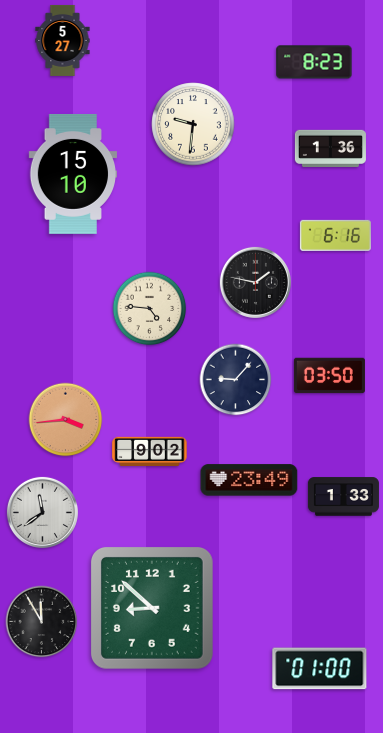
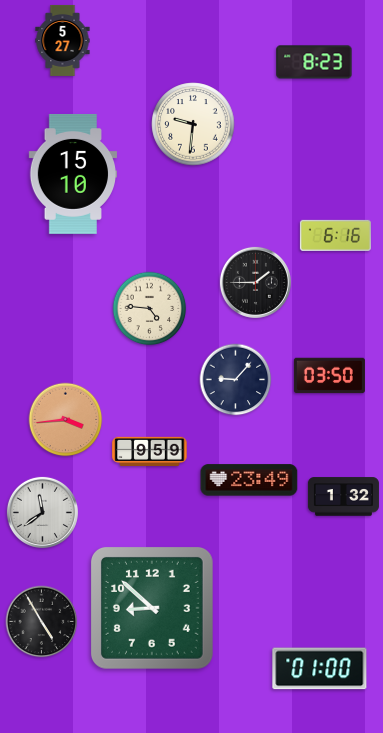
clock at (330, 148): 1:36 -> none
clock at (255, 282): 1:47 -> 1:45
clock at (150, 451): 9:02 -> 9:59
clock at (343, 497): 1:33 -> 1:32
clock at (42, 622): 11:55 -> 4:55
